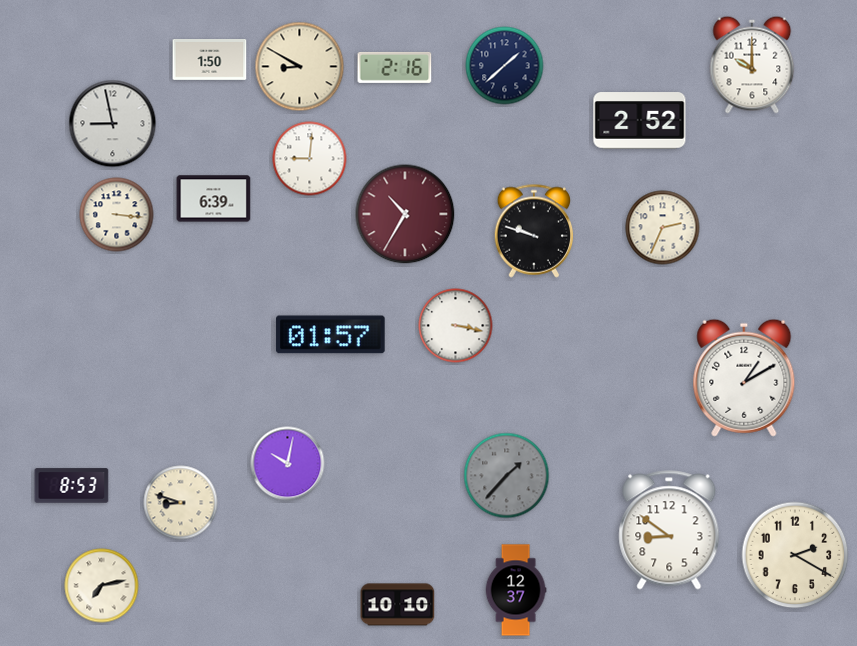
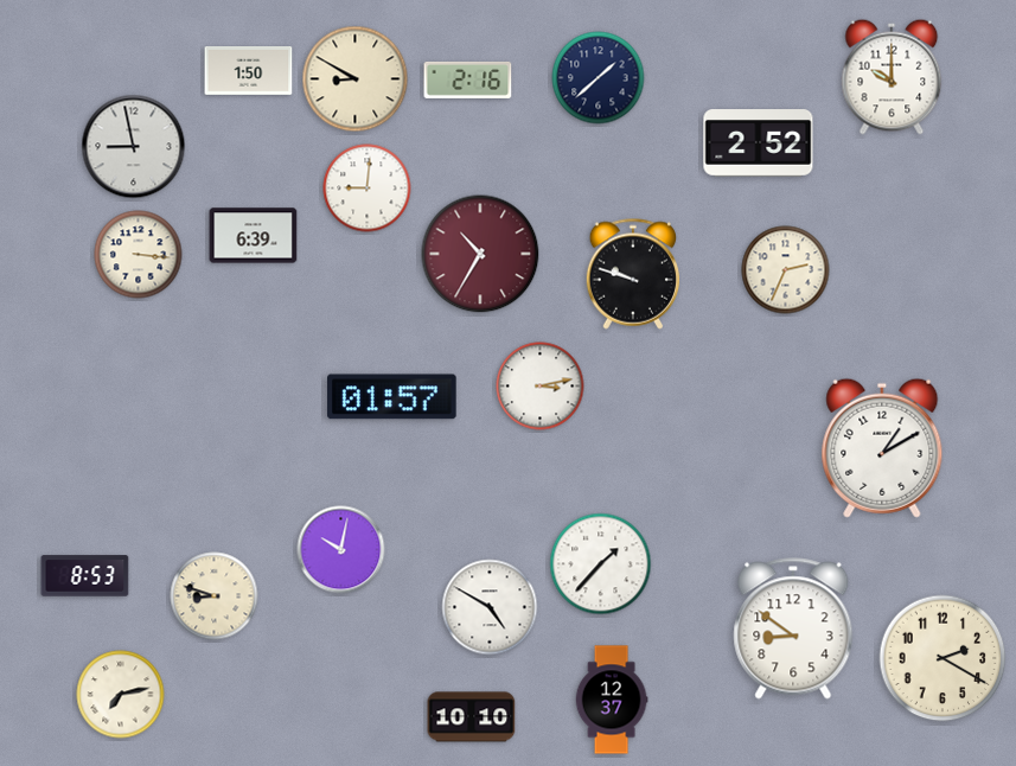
clock at (456, 326): 3:17 -> 3:13
clock at (507, 476) dial: grey -> white
clock at (490, 607): none -> 4:50
